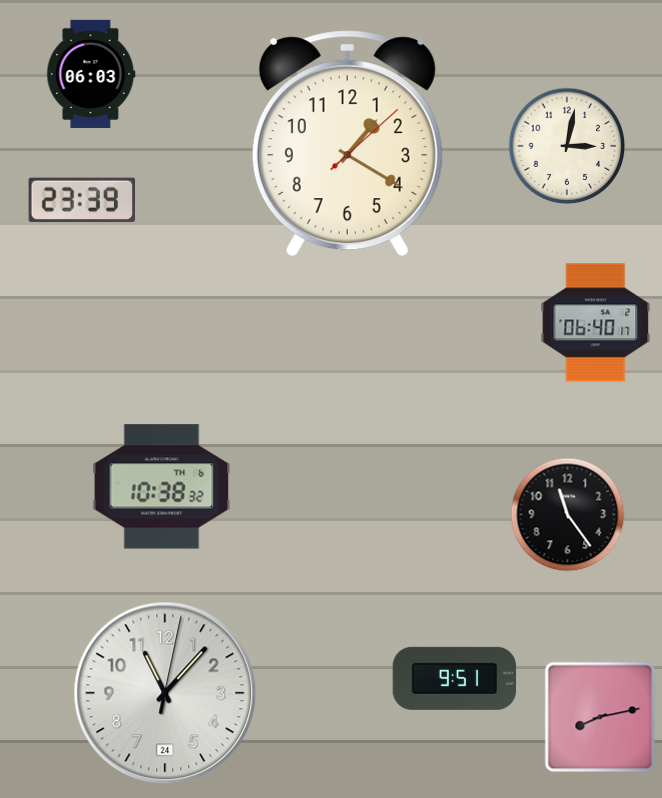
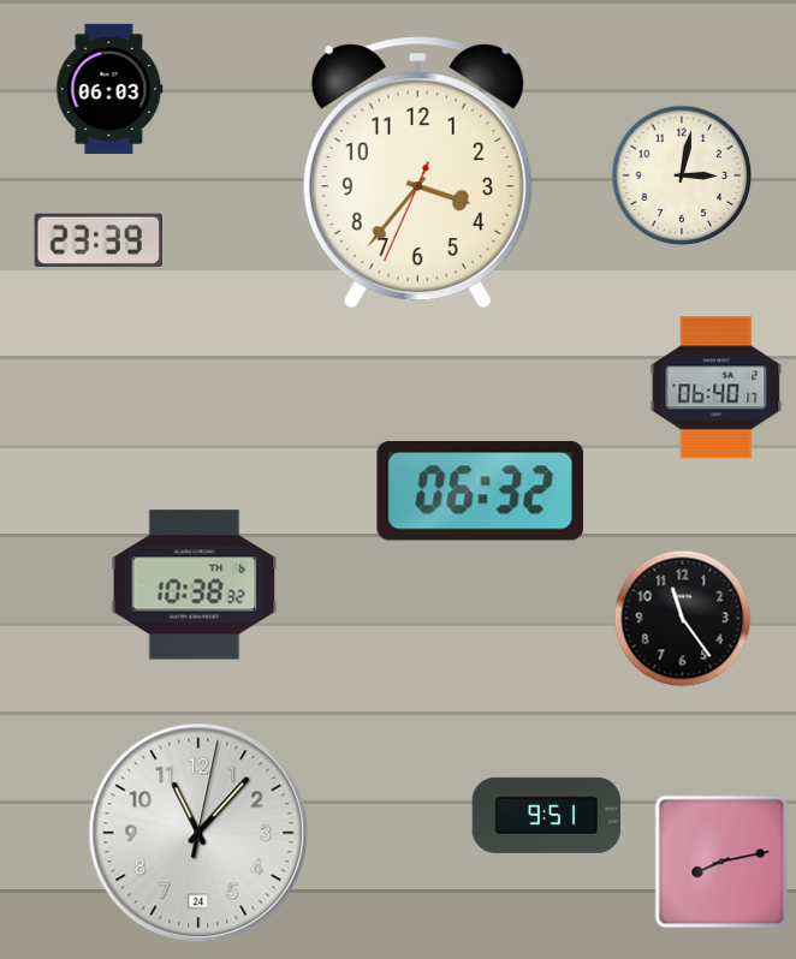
clock at (347, 144): 1:20 -> 3:36
clock at (481, 492): none -> 06:32
